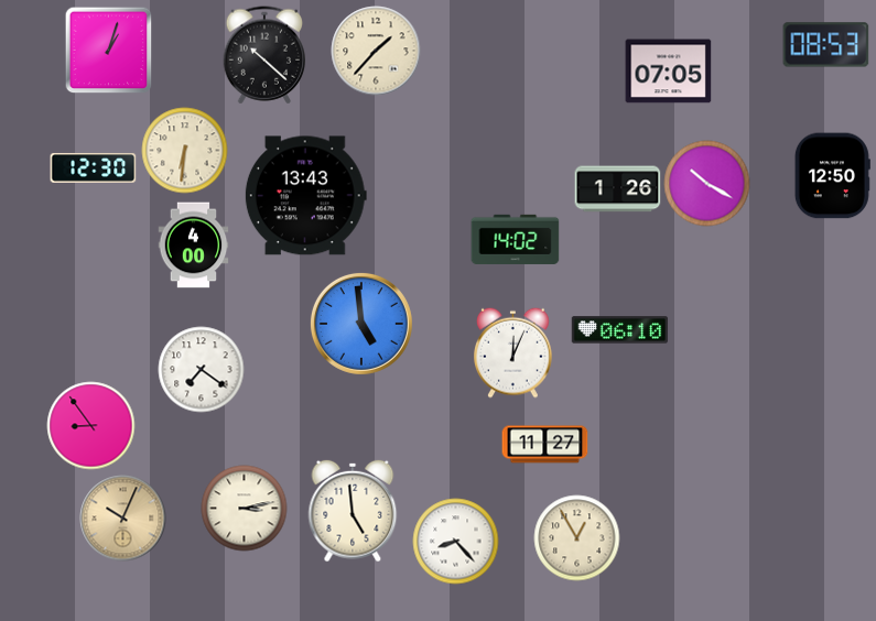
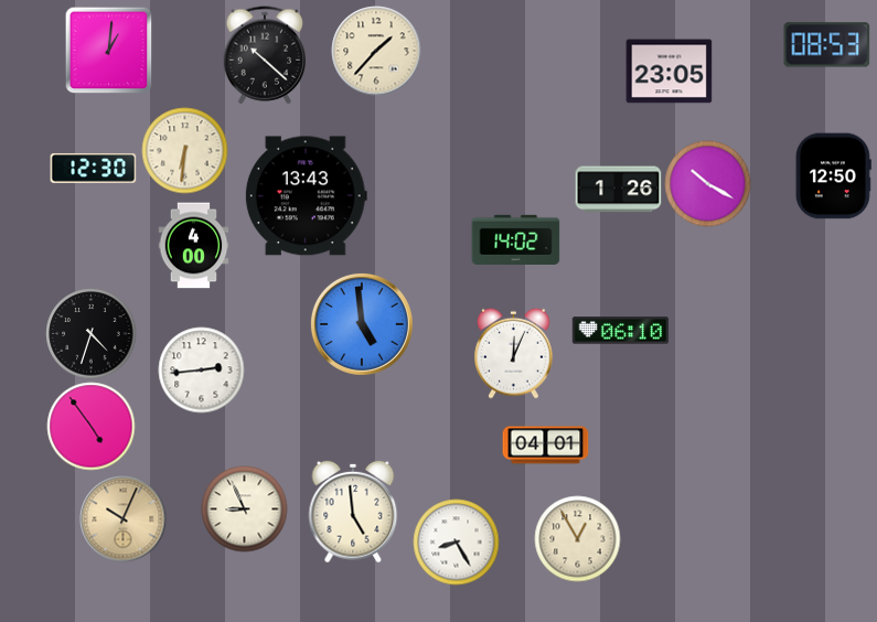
clock at (108, 50): 1:03 -> 1:01
clock at (668, 72): 07:05 -> 23:05
clock at (90, 333): none -> 4:33
clock at (201, 369): 7:21 -> 2:44
clock at (90, 425): 8:54 -> 4:54
clock at (544, 445): 11:27 -> 04:01
clock at (244, 508): 3:13 -> 8:56
clock at (455, 541): 8:23 -> 8:25
